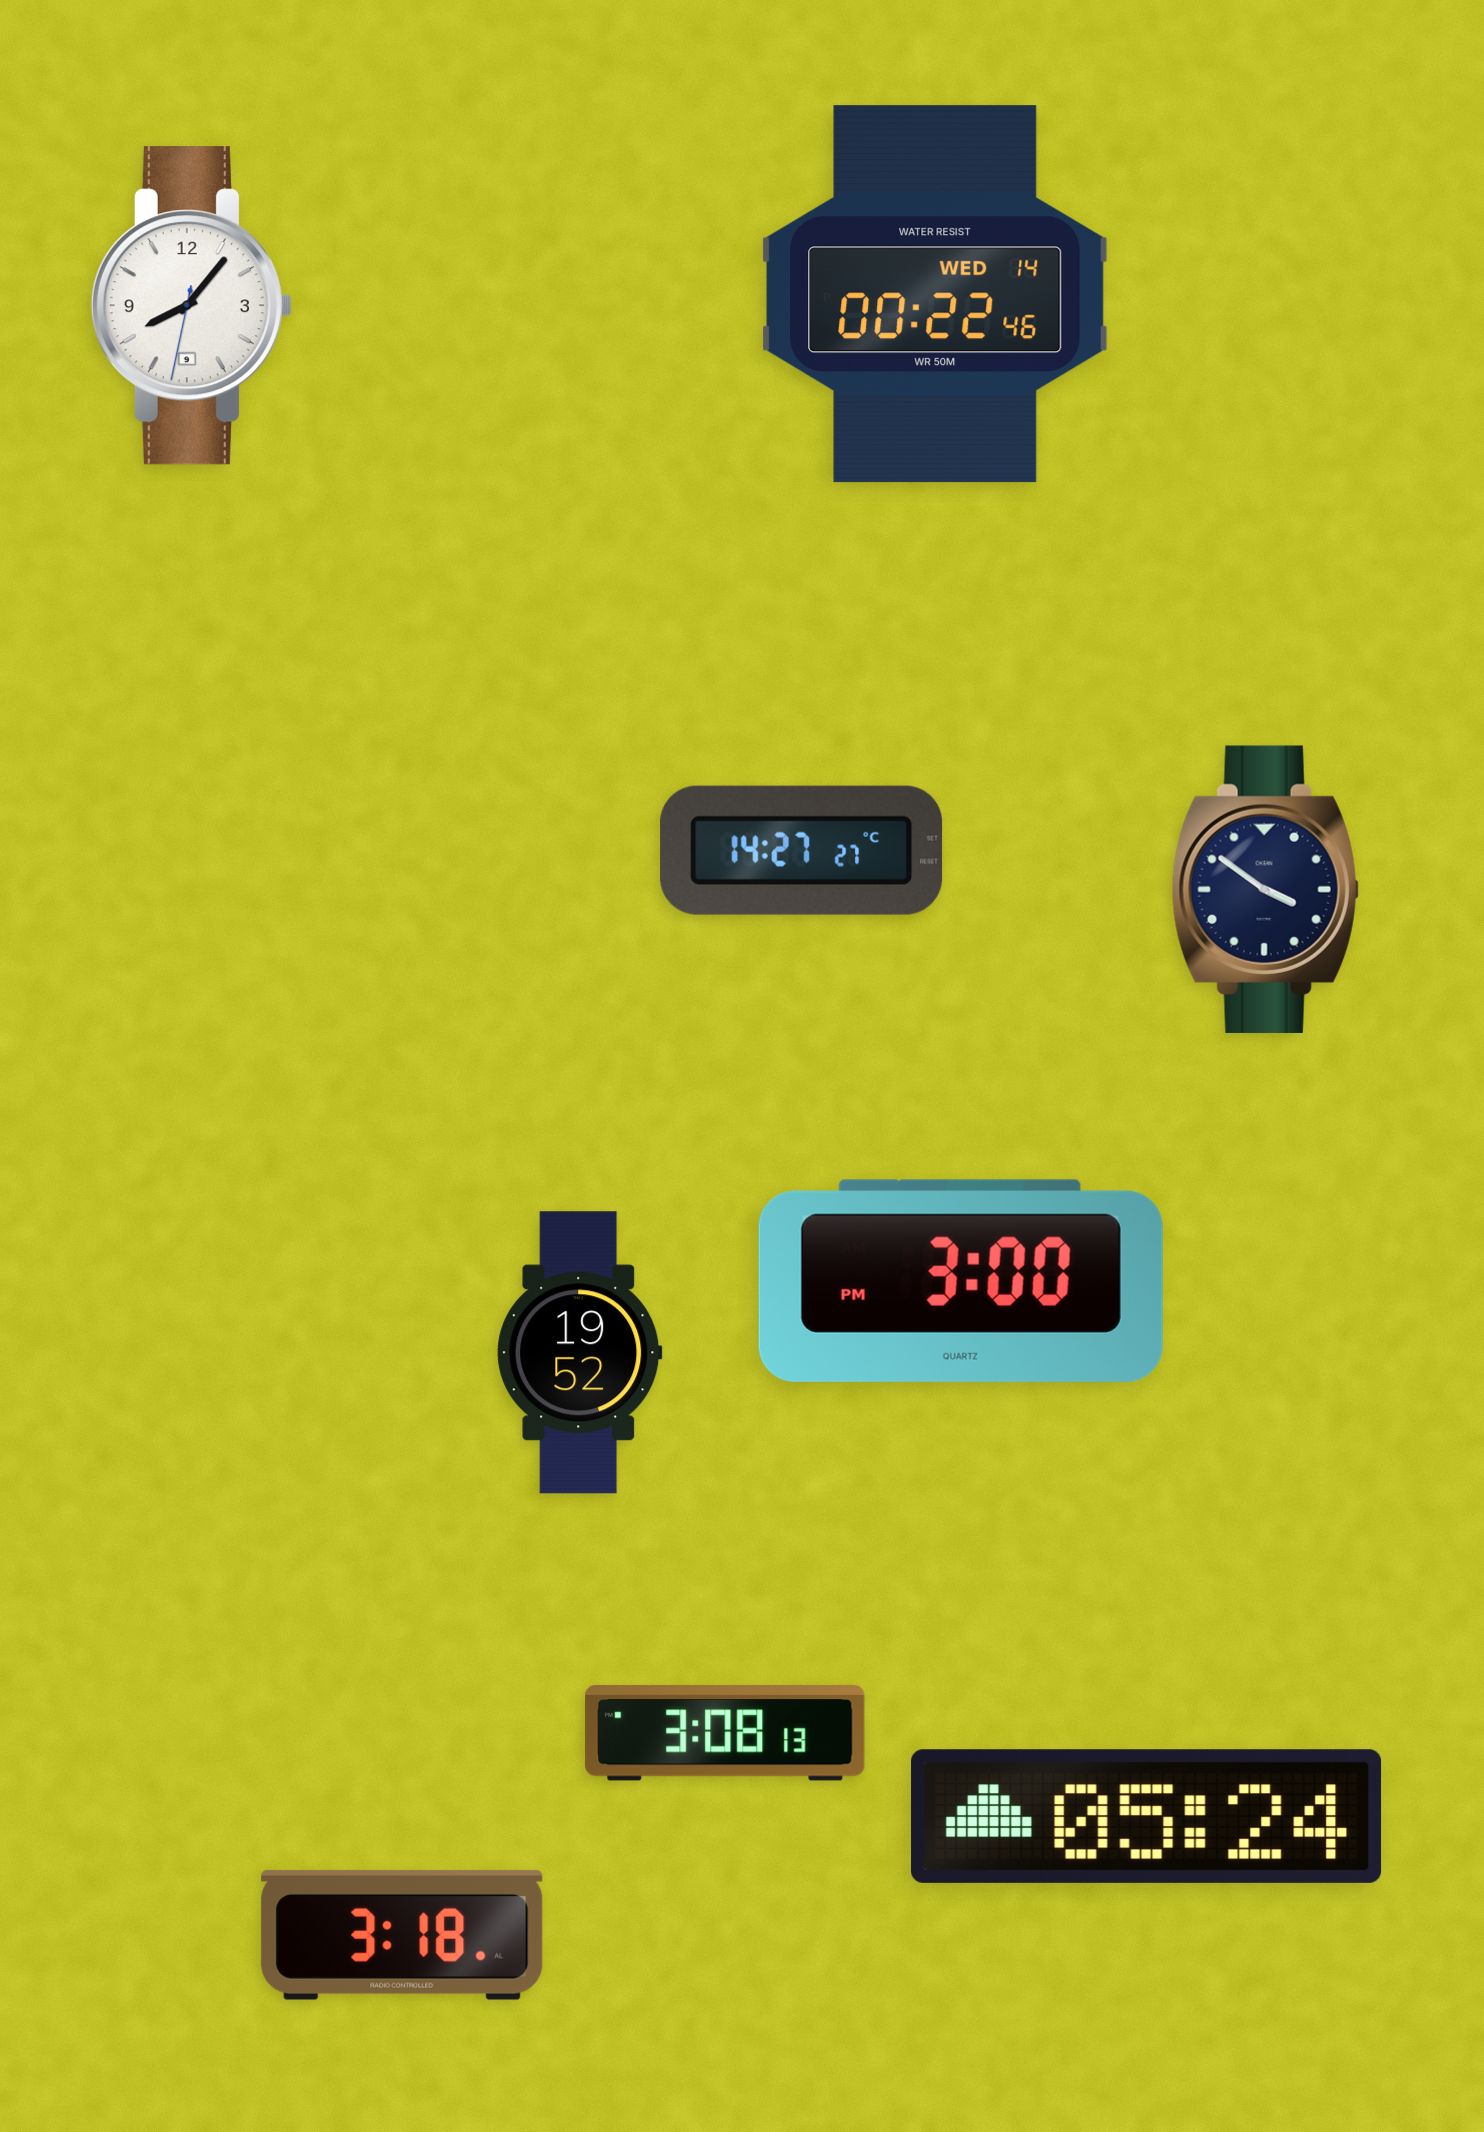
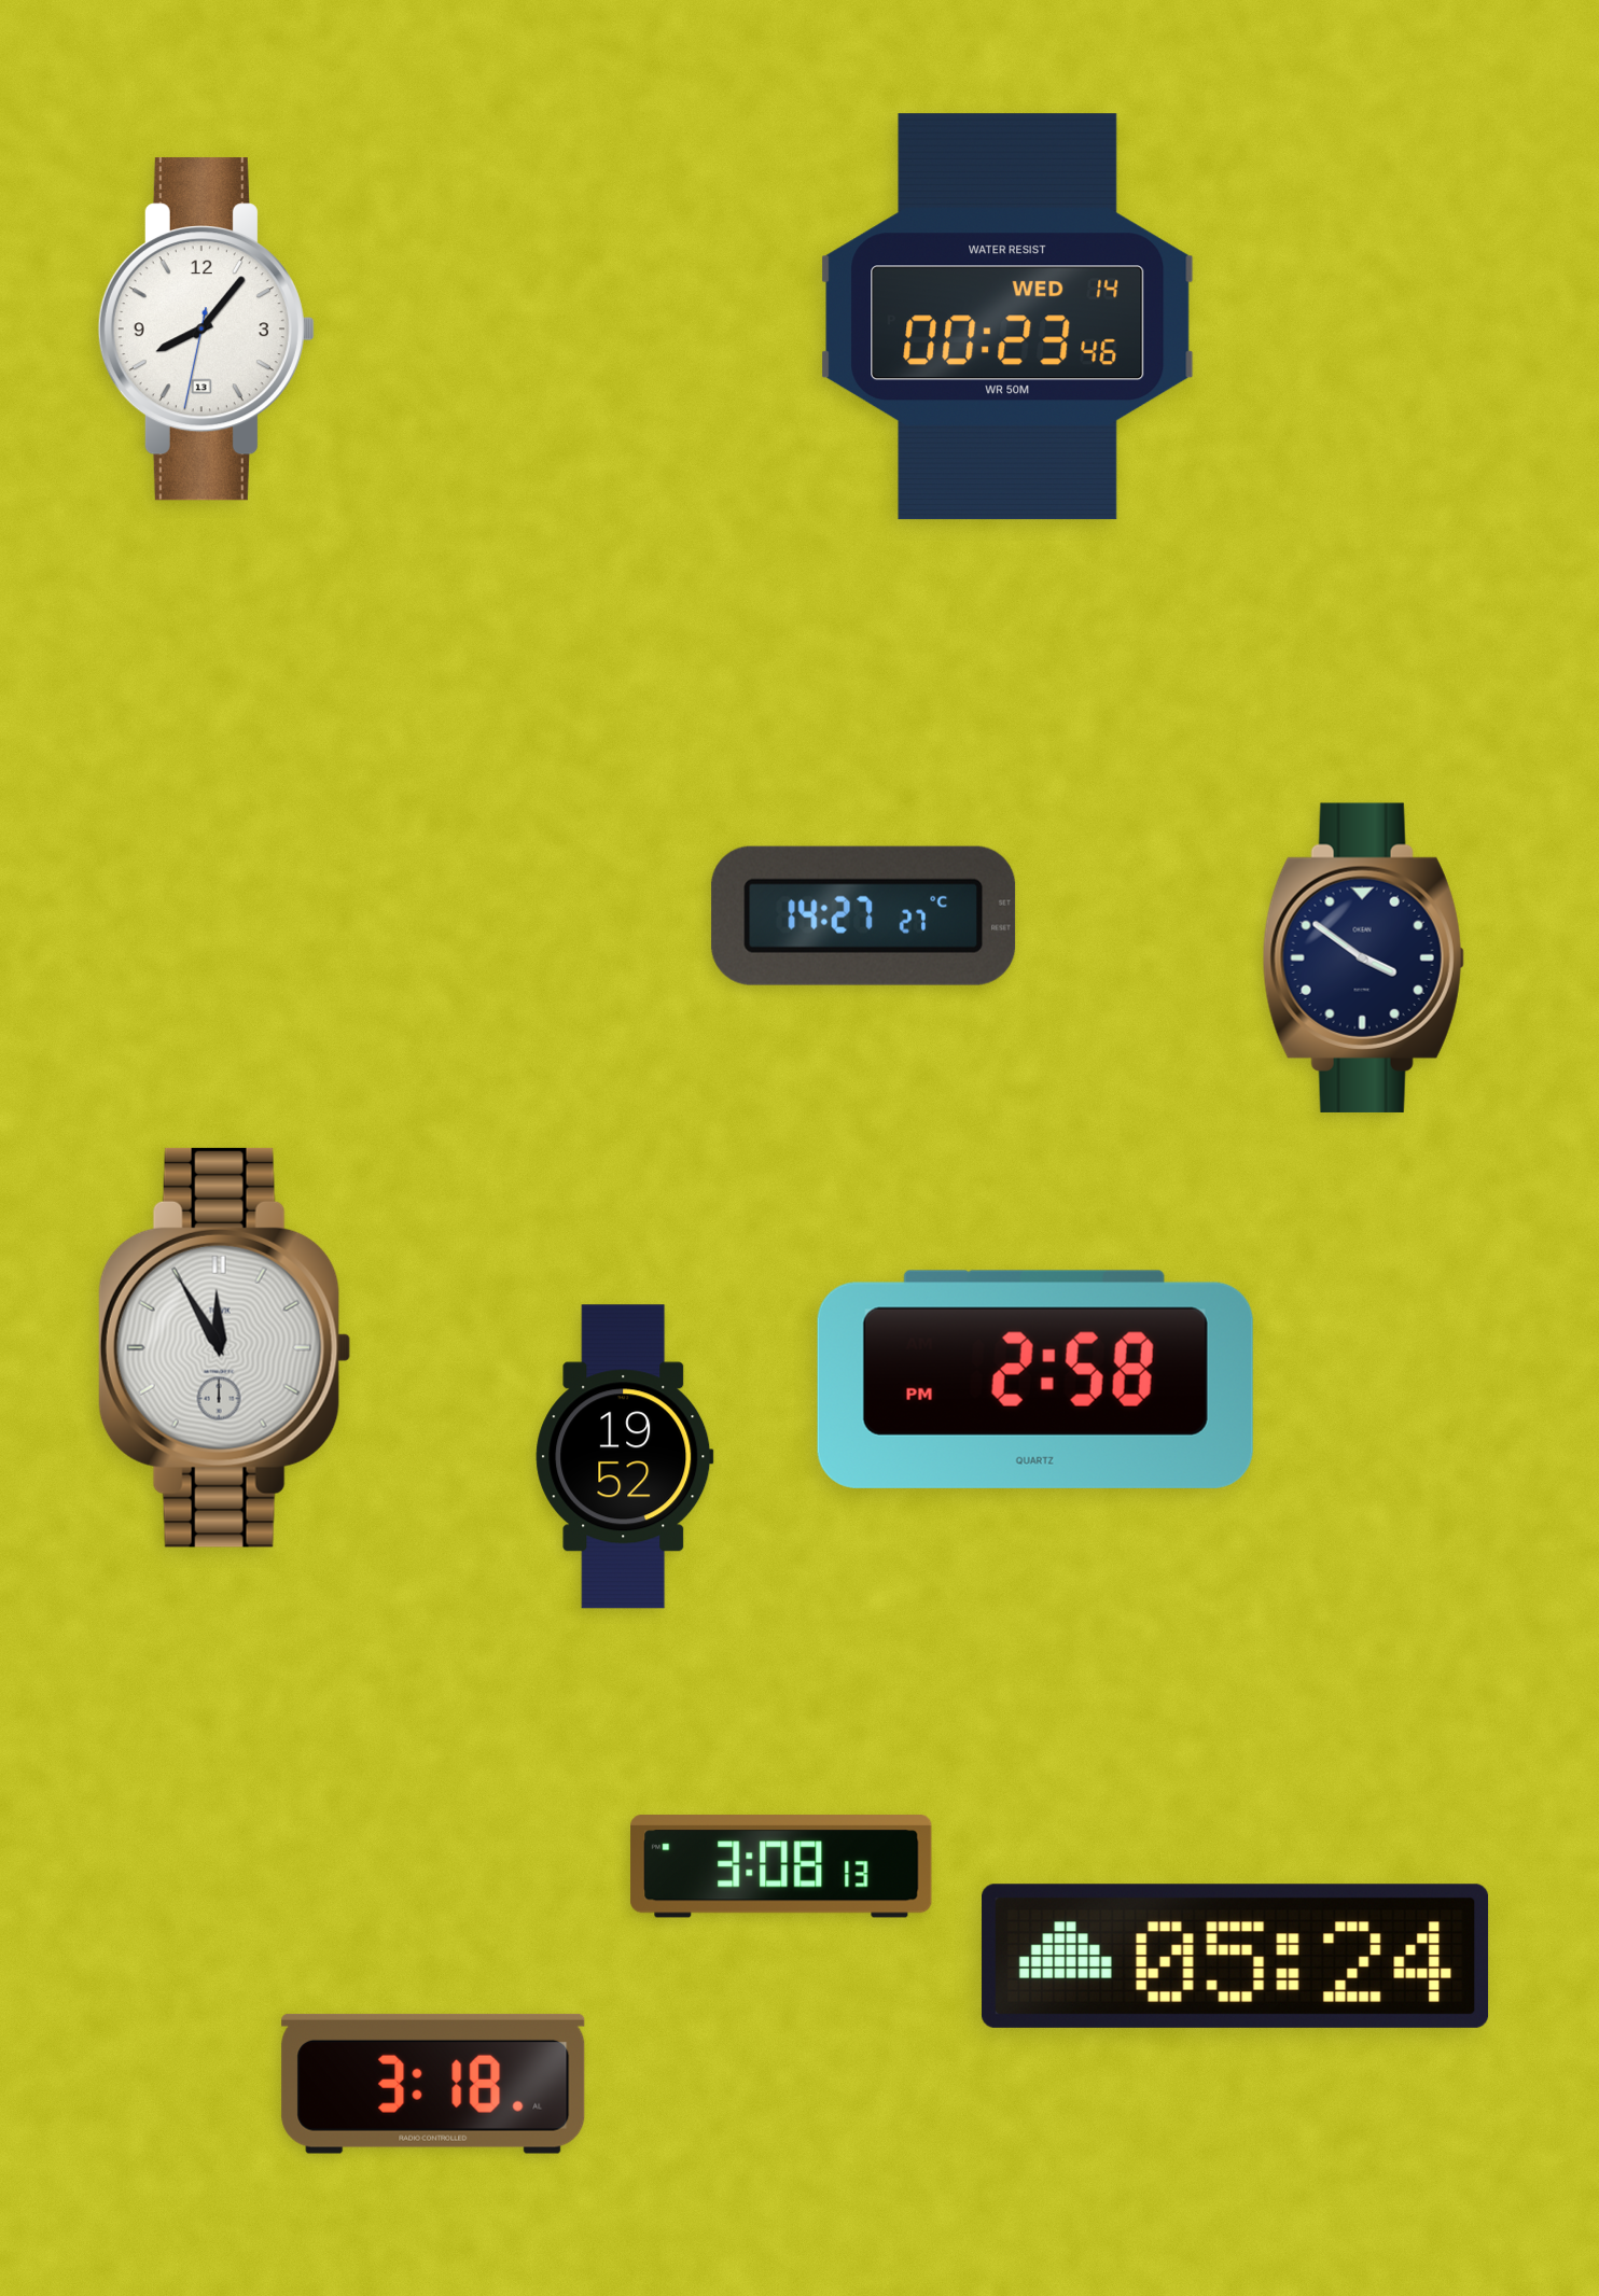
clock at (935, 294): 00:22 -> 00:23
clock at (191, 306) date: 9 -> 13
clock at (224, 1347): none -> 11:55
clock at (961, 1281): 3:00 -> 2:58
